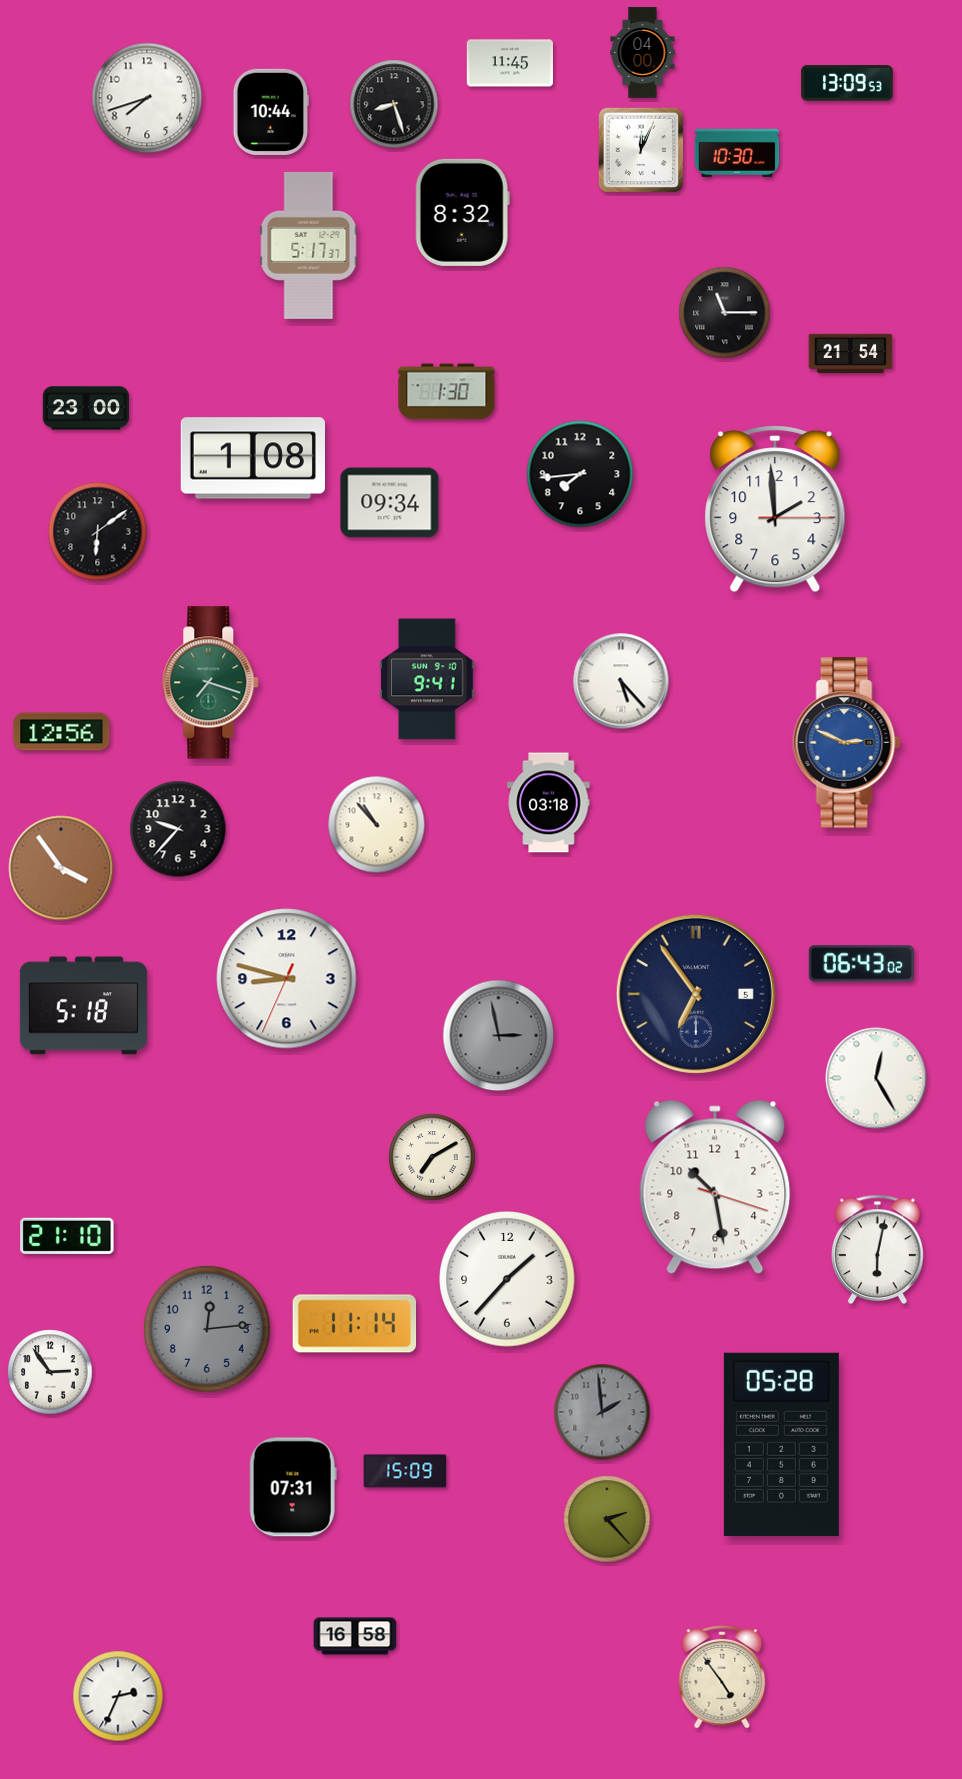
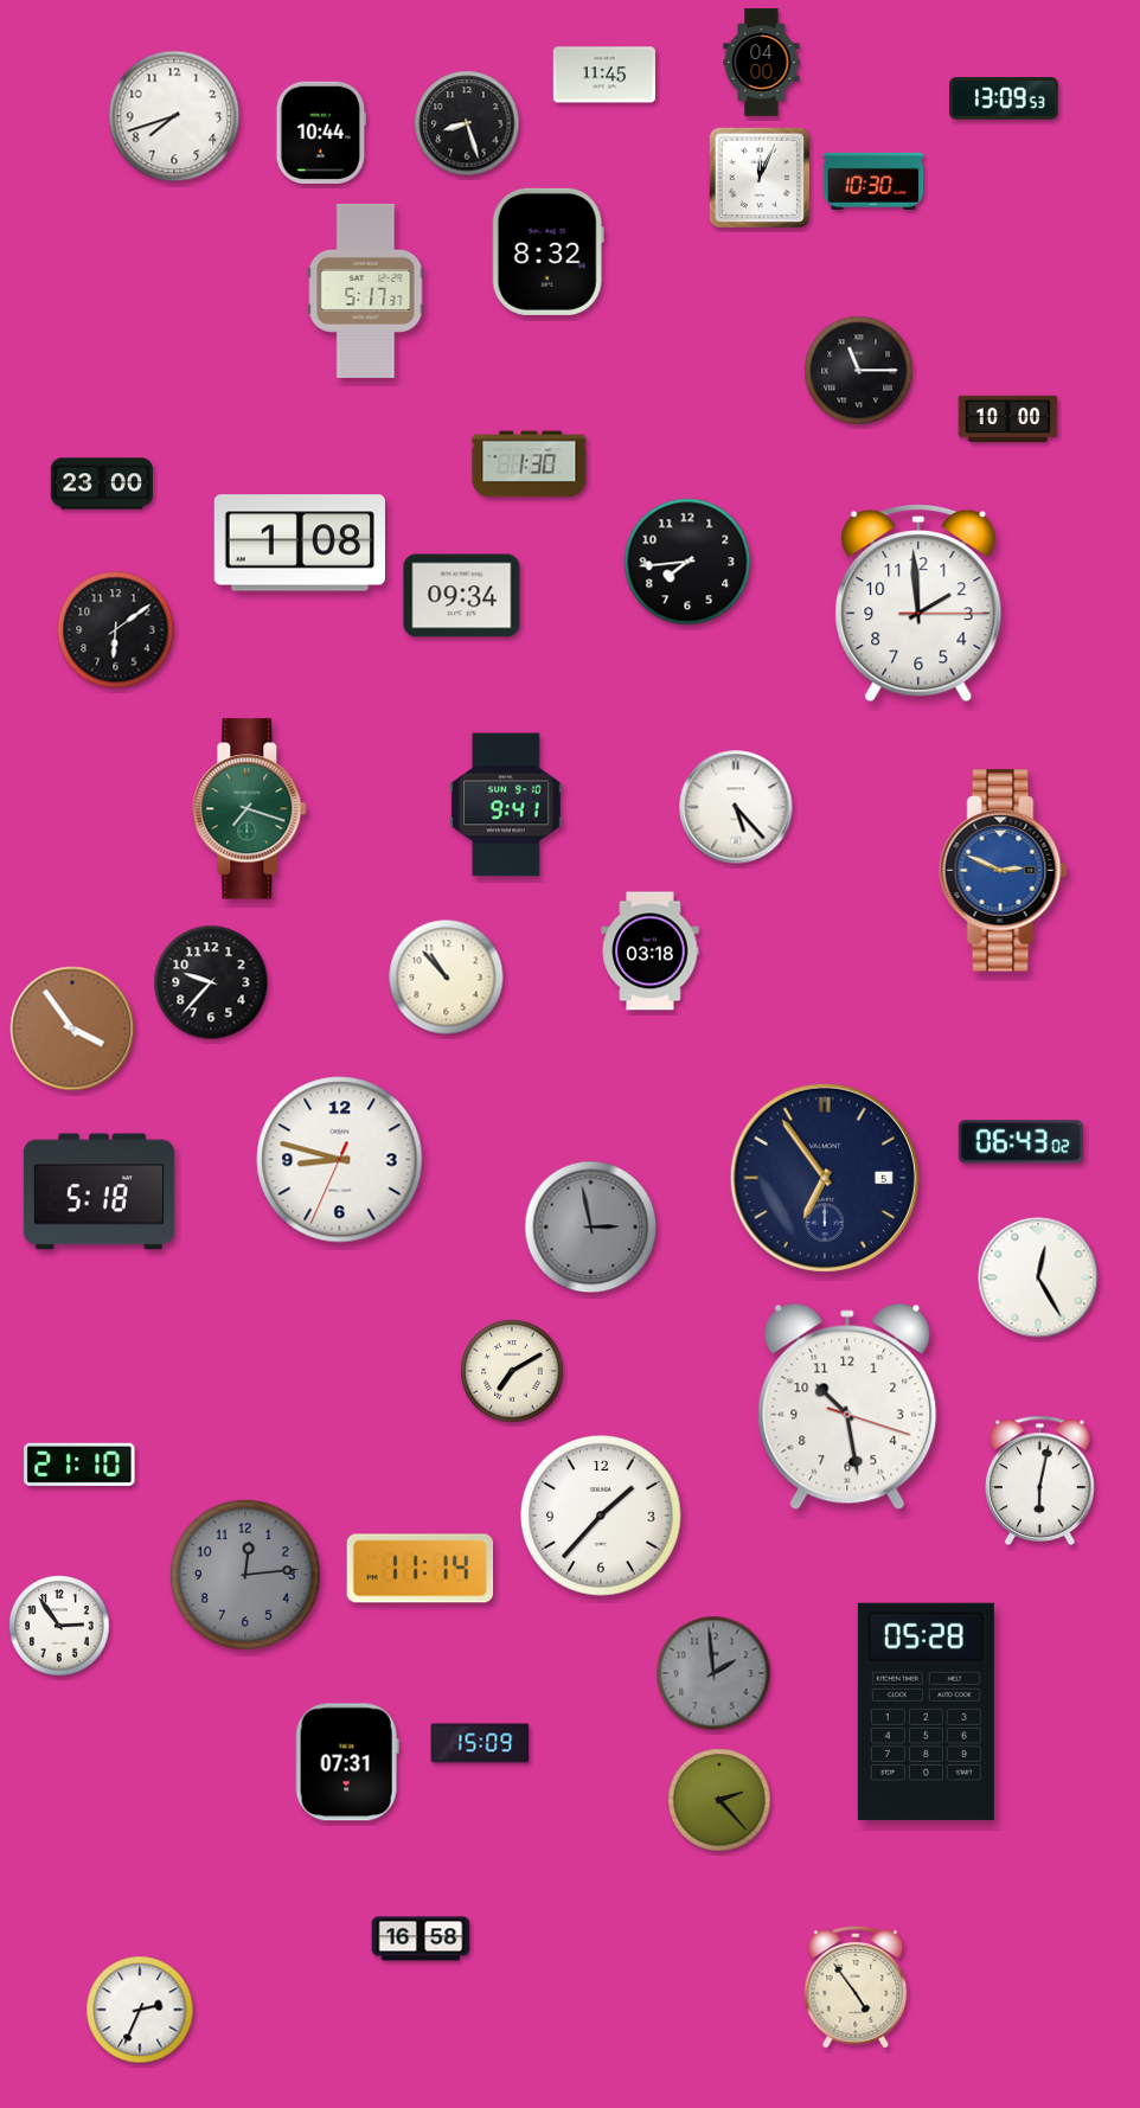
clock at (851, 353): 21:54 -> 10:00
clock at (62, 732): 12:56 -> none
clock at (847, 743) position: (847, 743) -> (1004, 871)
